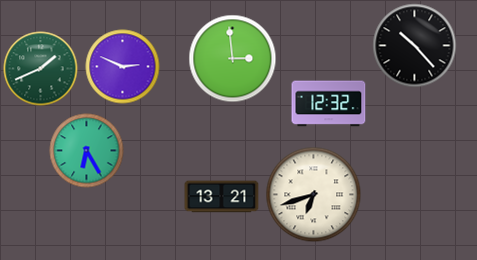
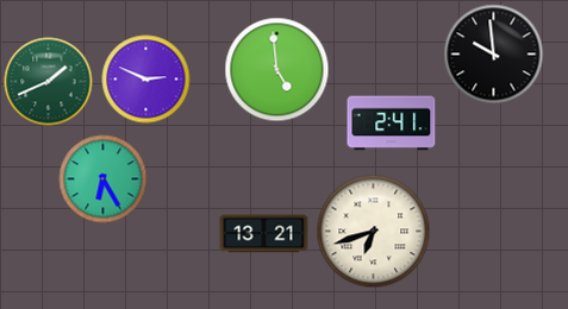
clock at (415, 46): 10:23 -> 9:59
clock at (233, 59): 2:59 -> 4:59
clock at (329, 104): 12:32 -> 2:41
